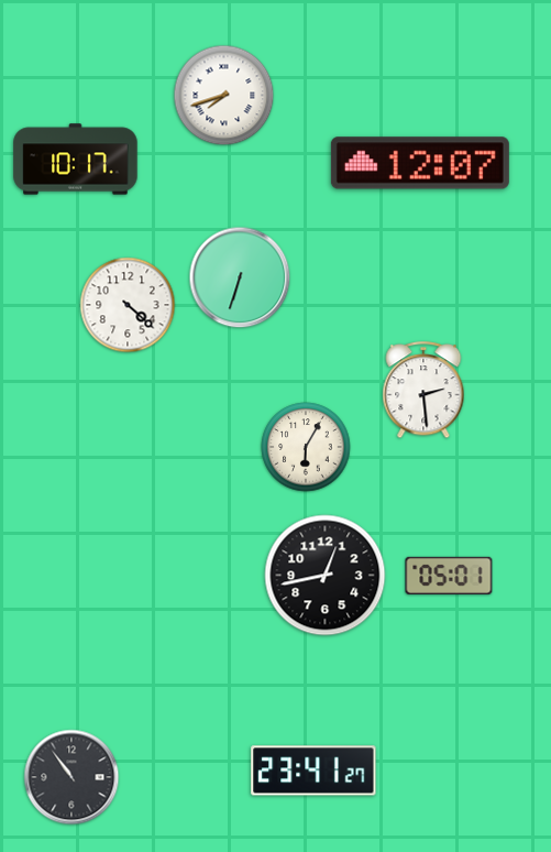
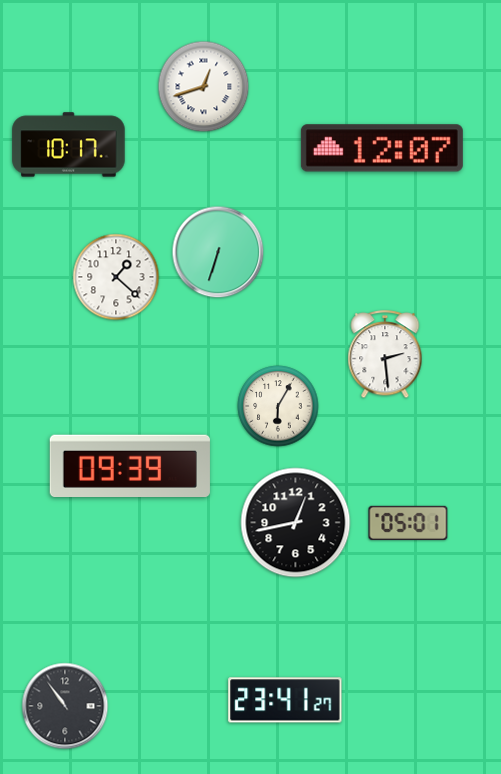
clock at (224, 96): 7:42 -> 12:42
clock at (128, 305): 4:22 -> 1:22
clock at (130, 465): none -> 09:39
